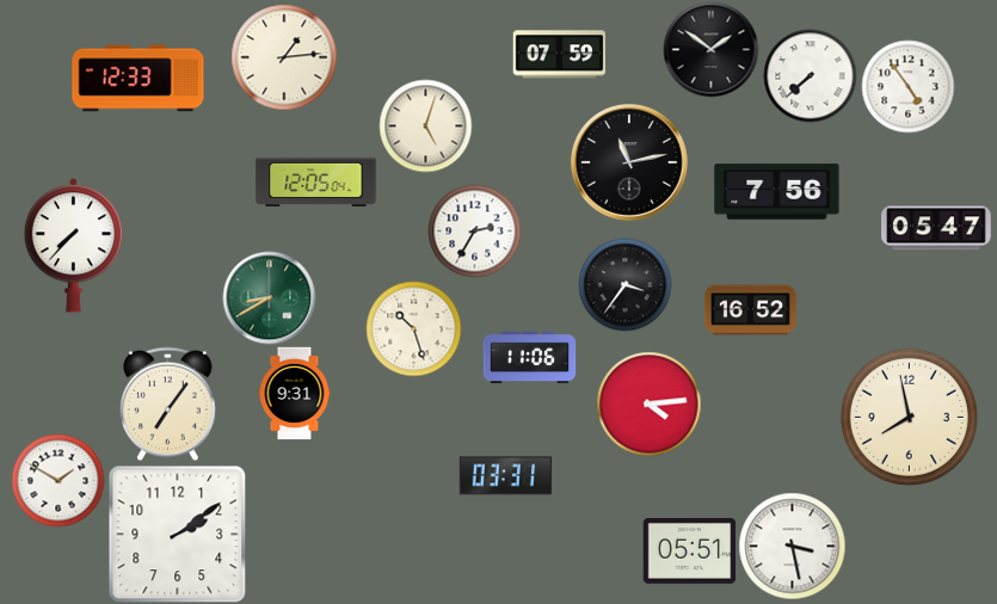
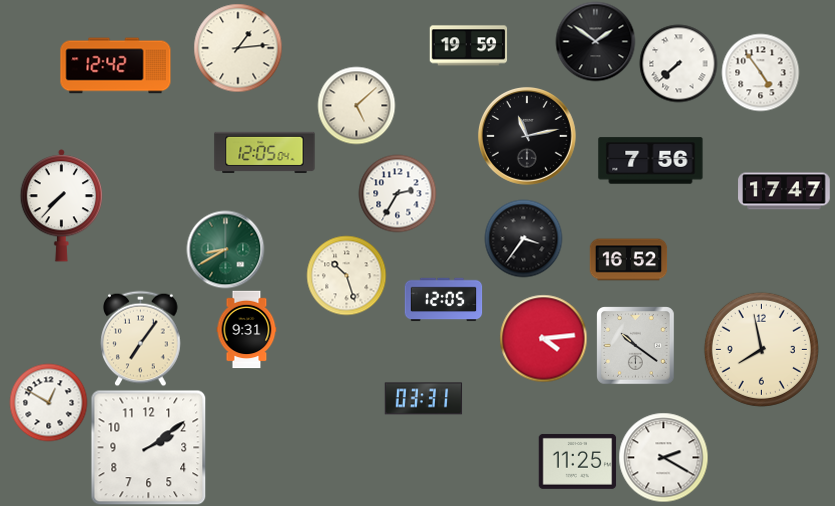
clock at (559, 55): 07:59 -> 19:59
clock at (139, 79): 12:33 -> 12:42
clock at (425, 125): 5:03 -> 5:08
clock at (936, 228): 05:47 -> 17:47
clock at (529, 358): 11:06 -> 12:05
clock at (635, 345): none -> 10:21
clock at (57, 480): 1:50 -> 12:50
clock at (792, 546): 3:28 -> 2:20
clock at (689, 550): 05:51 -> 11:25
